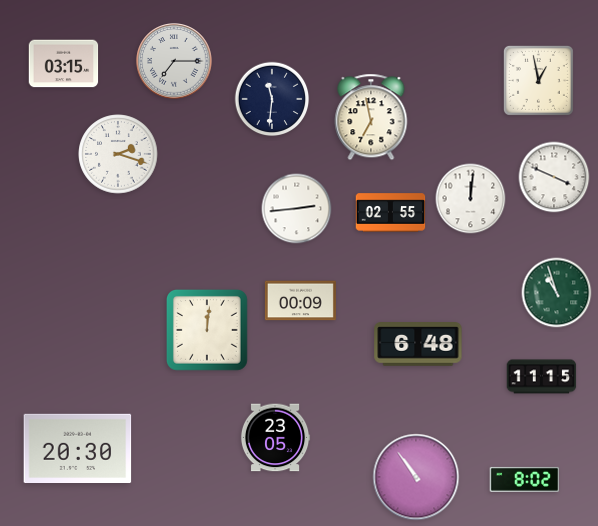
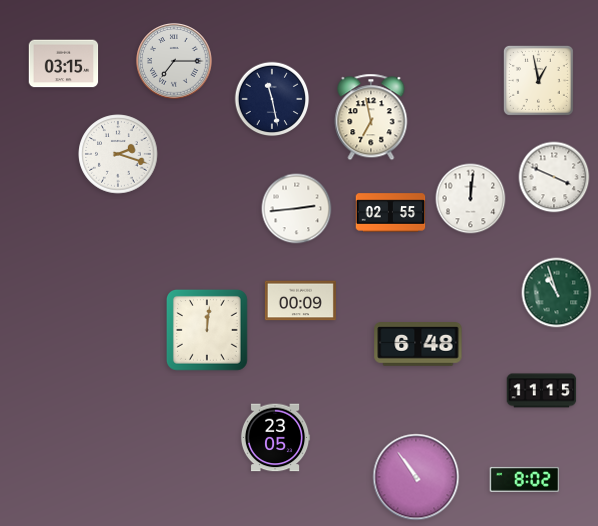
clock at (272, 99): 11:31 -> 11:28
clock at (542, 377) position: (542, 377) -> (542, 391)
clock at (78, 448): 20:30 -> none
